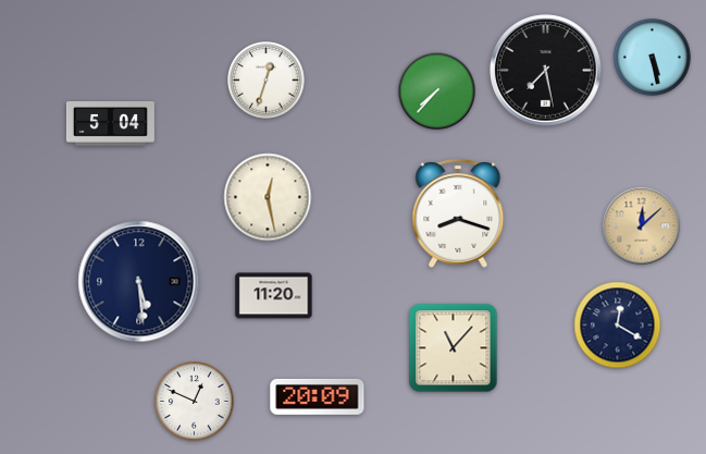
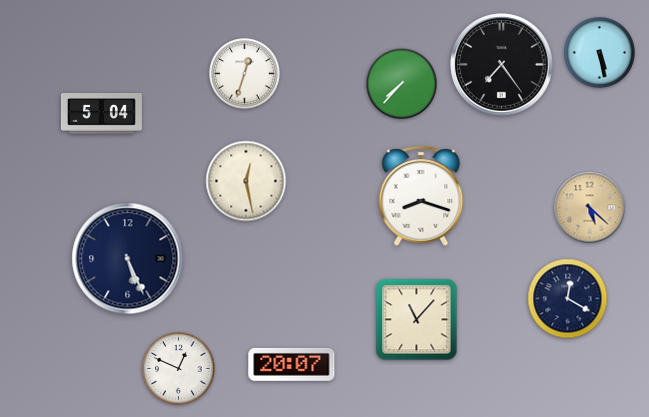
clock at (546, 71): 7:28 -> 7:24
clock at (642, 226): 12:08 -> 5:22
clock at (139, 282): 5:29 -> 5:26
clock at (274, 296): 11:20 -> none
clock at (318, 396): 20:09 -> 20:07
